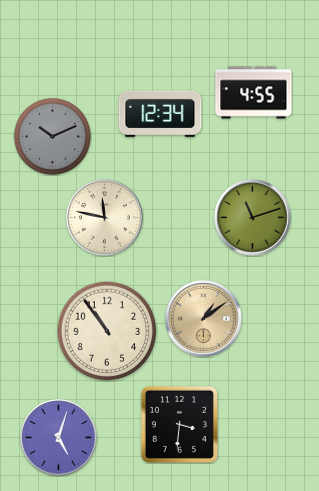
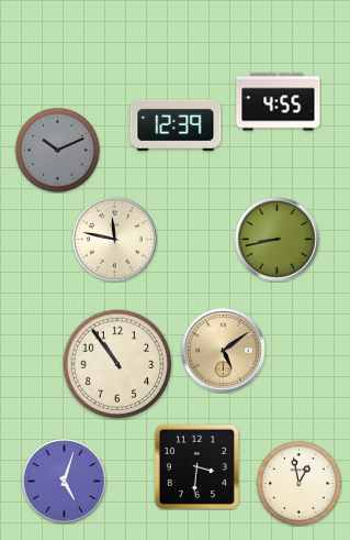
clock at (160, 114): 12:34 -> 12:39
clock at (253, 218): 11:12 -> 8:43
clock at (204, 319): 1:09 -> 5:09
clock at (298, 483): none -> 12:58
